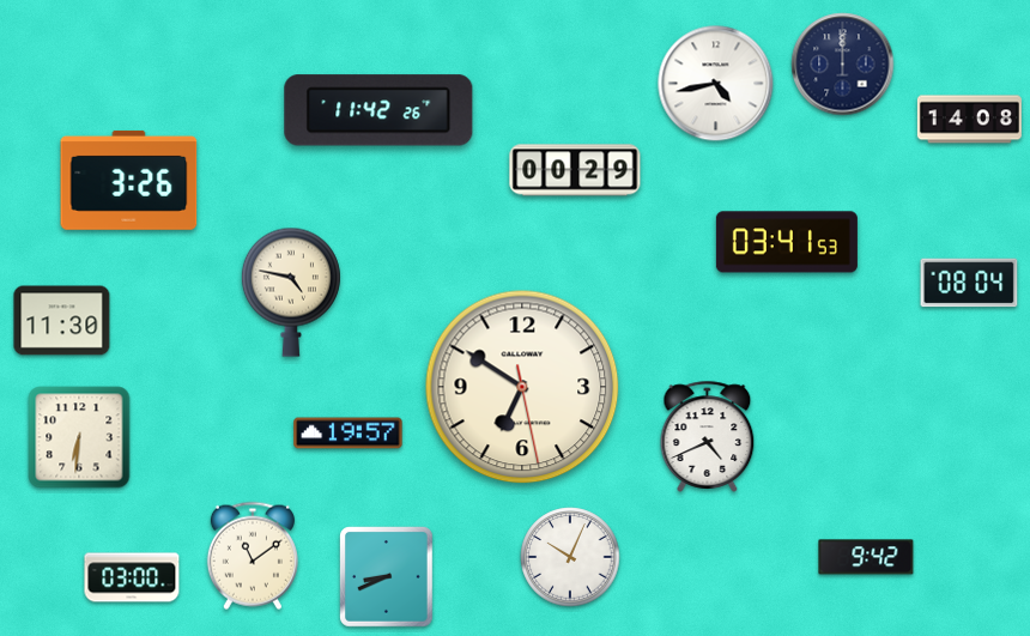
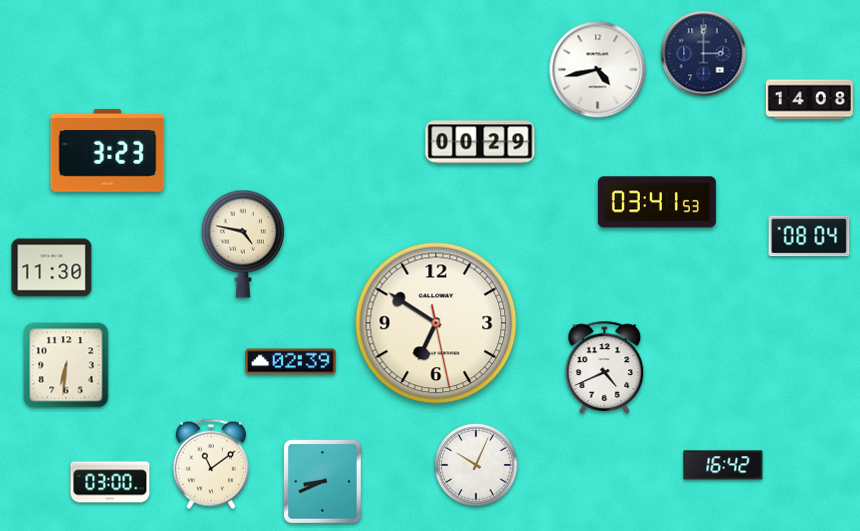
clock at (843, 65): 12:00 -> 3:00
clock at (378, 110): 11:42 -> none
clock at (129, 180): 3:26 -> 3:23
clock at (349, 434): 19:57 -> 02:39
clock at (708, 436) position: (708, 436) -> (605, 367)
clock at (866, 557): 9:42 -> 16:42
